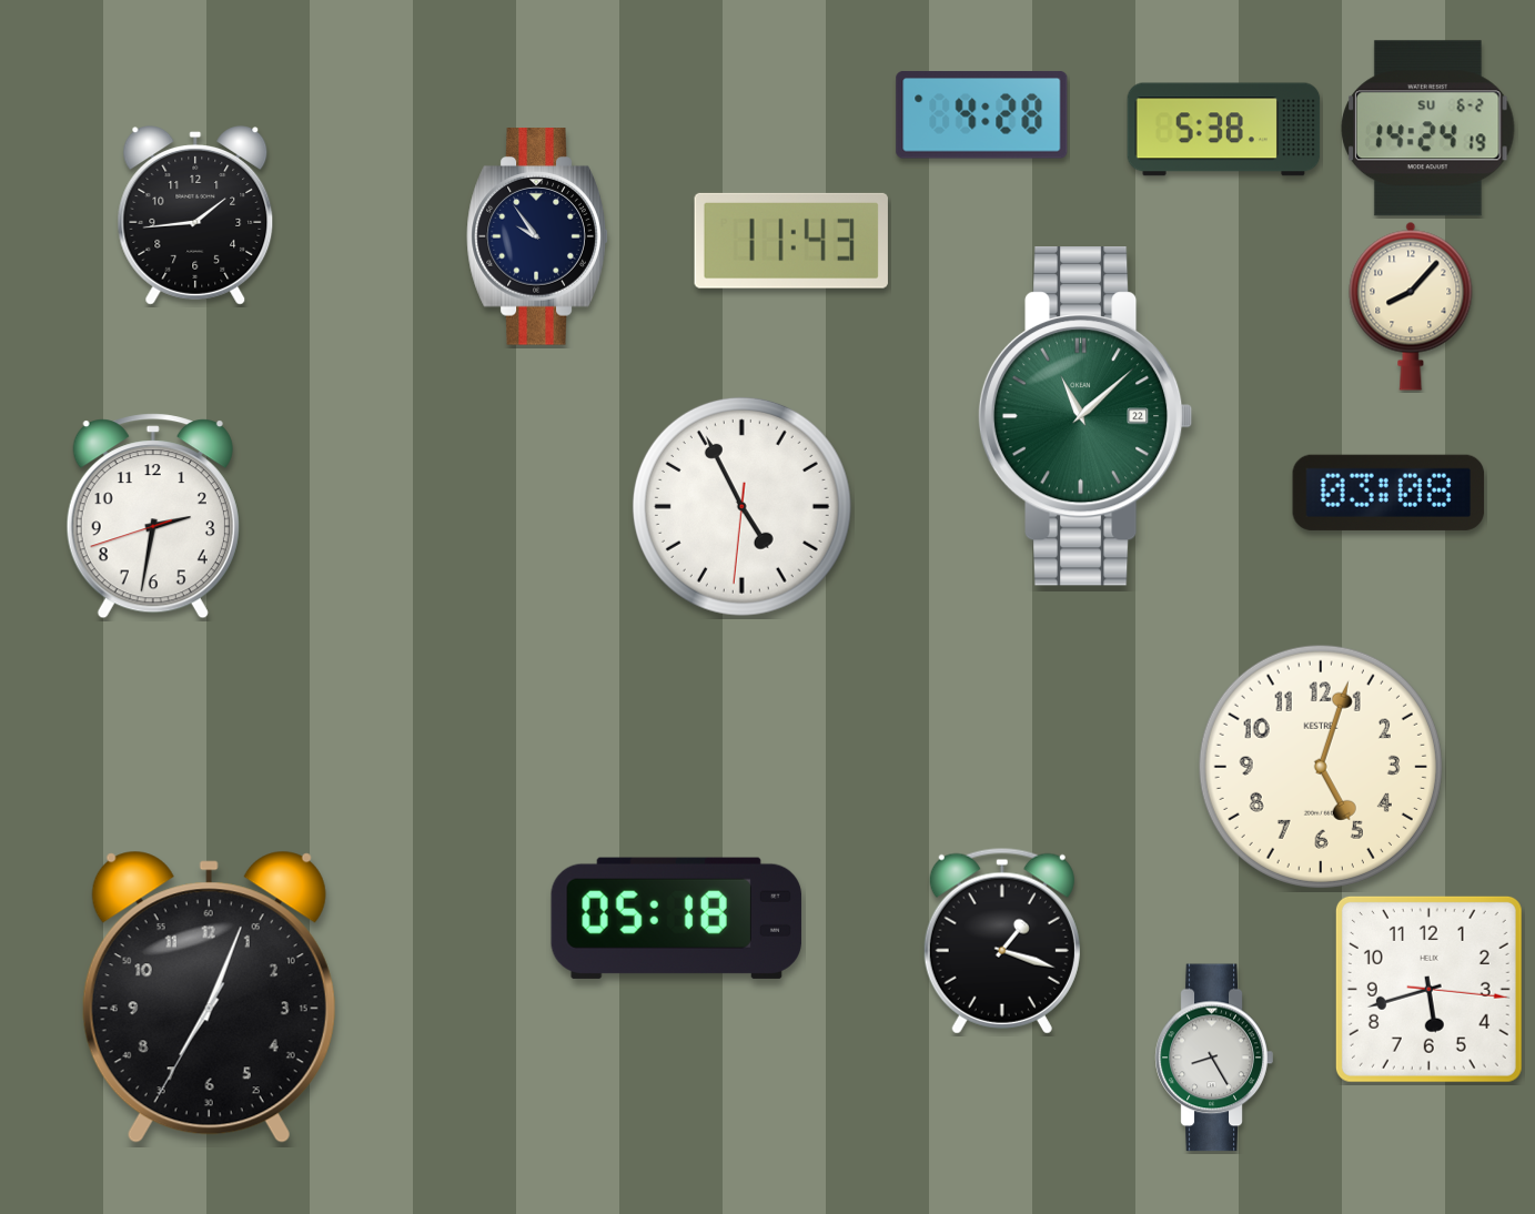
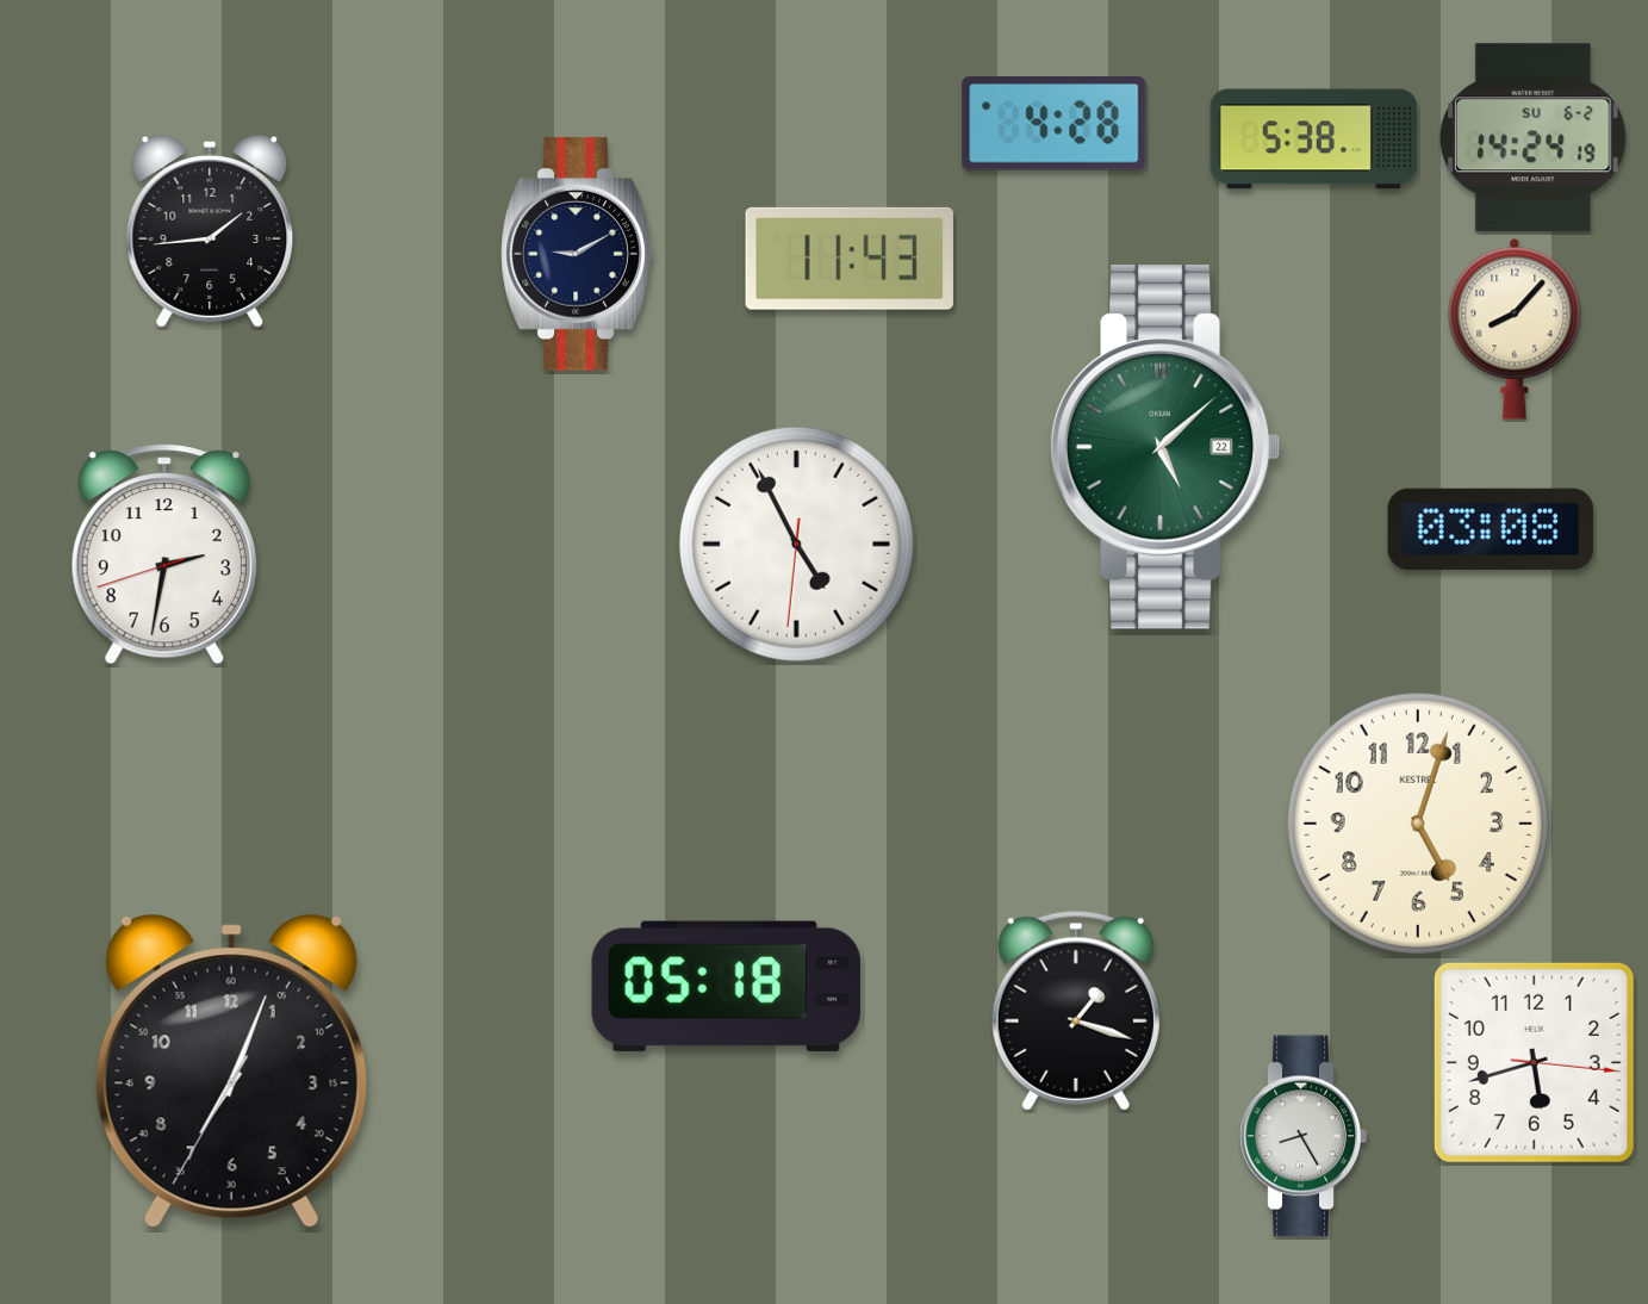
clock at (537, 236): 9:54 -> 9:10
clock at (1085, 417): 11:08 -> 5:08
clock at (209, 997) position: (209, 997) -> (231, 1070)
